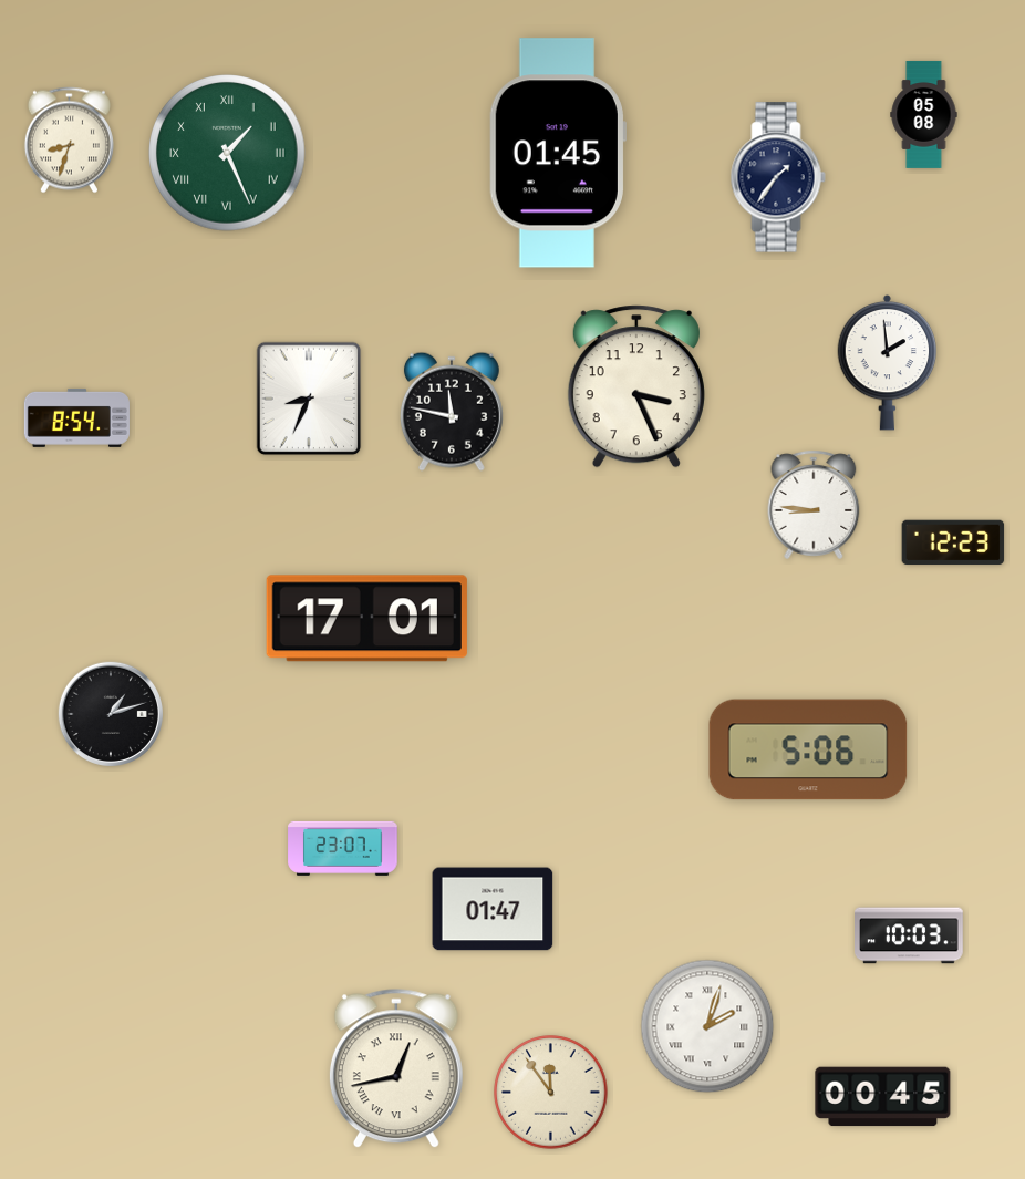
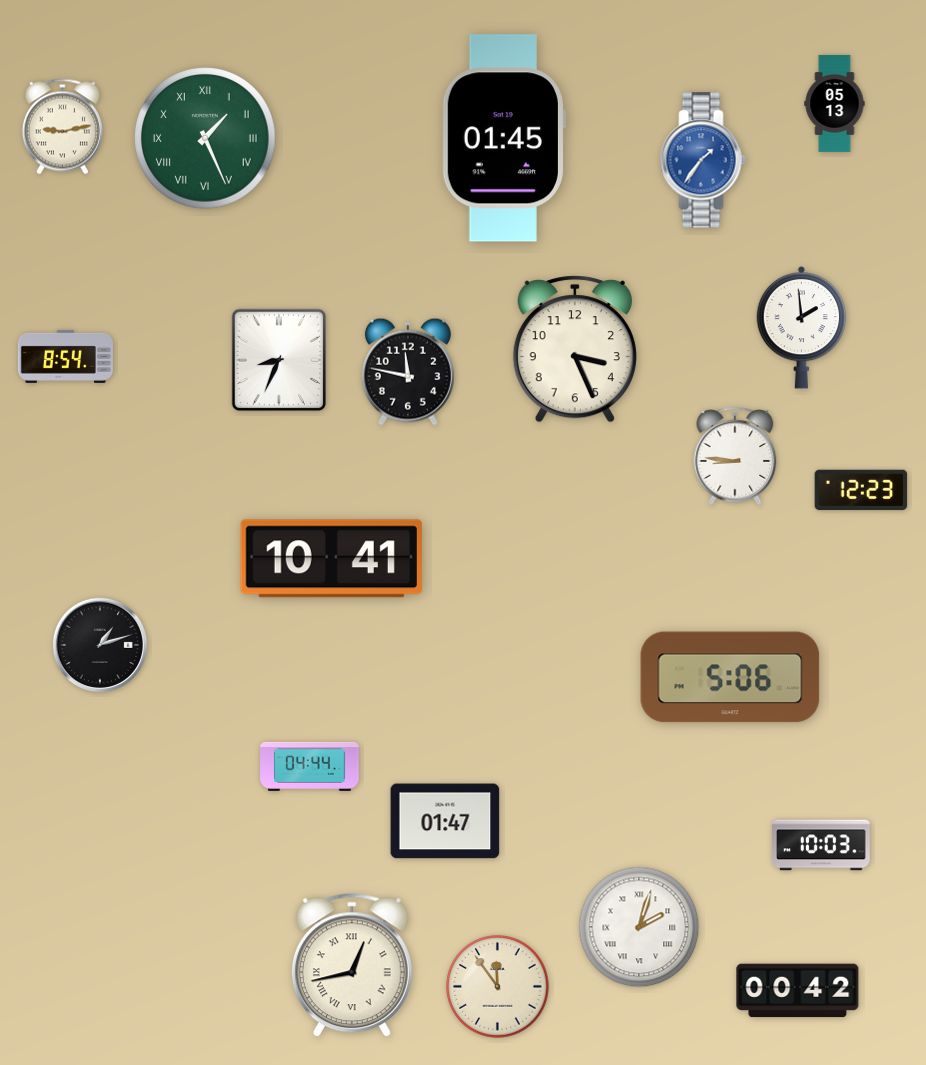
clock at (924, 114): 05:08 -> 05:13
clock at (69, 141): 8:33 -> 9:13
clock at (778, 177) dial: navy -> blue
clock at (76, 417) position: (76, 417) -> (65, 356)
clock at (366, 619): 17:01 -> 10:41
clock at (343, 848): 23:07 -> 04:44
clock at (396, 1069) position: (396, 1069) -> (352, 966)
clock at (883, 1097): 00:45 -> 00:42
